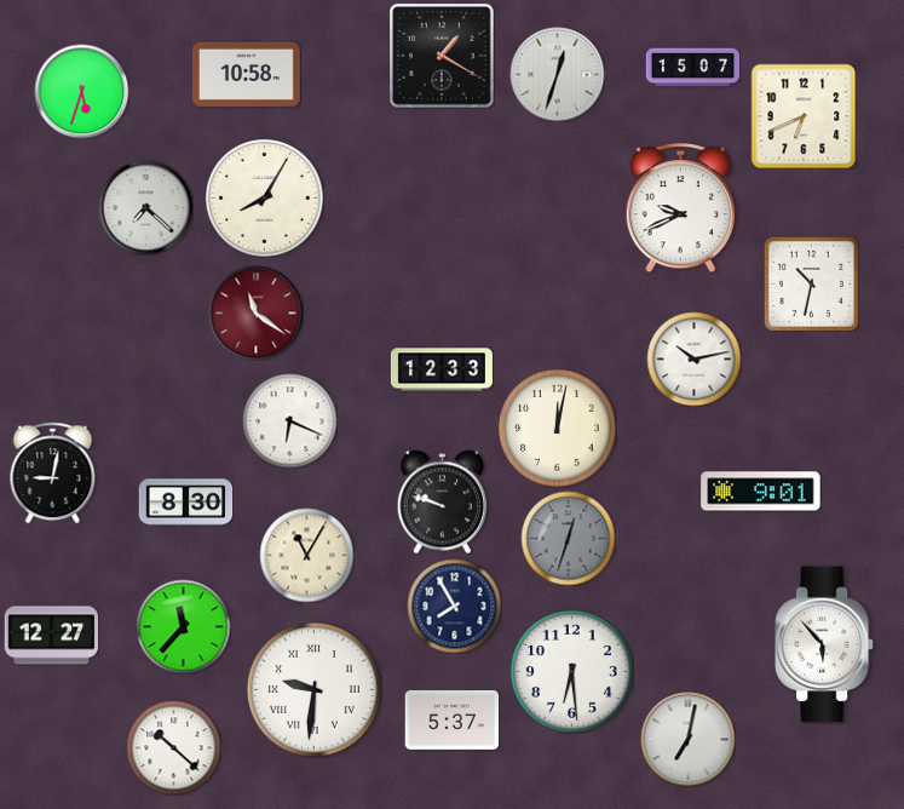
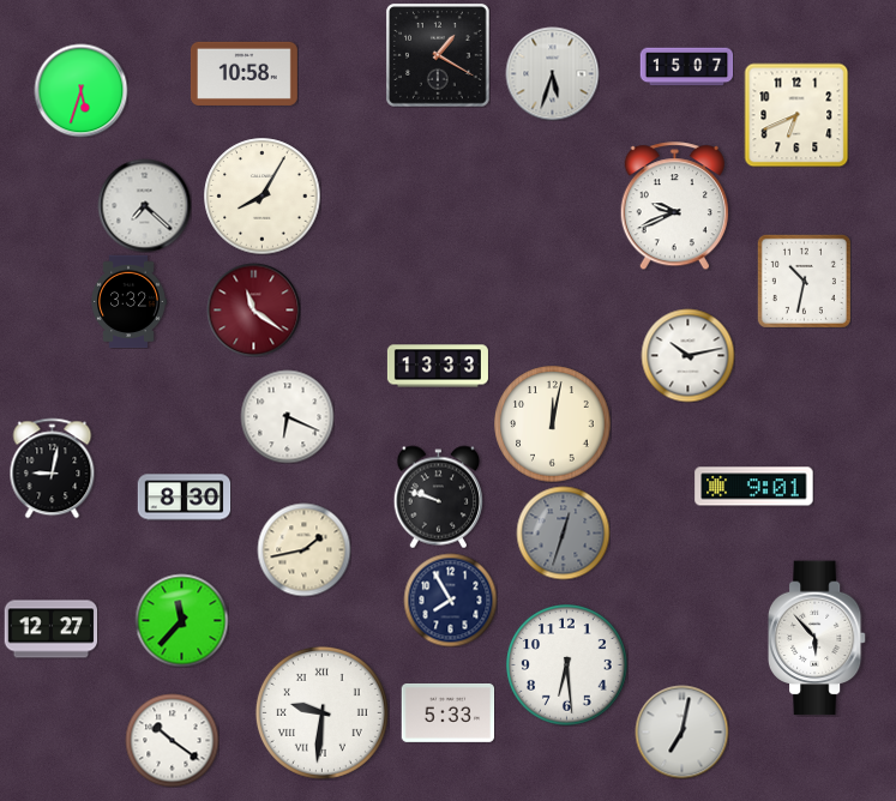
clock at (557, 74): 12:33 -> 5:33
clock at (128, 301): none -> 3:32
clock at (442, 369): 12:33 -> 13:33
clock at (306, 555): 11:05 -> 1:43
clock at (313, 689) position: (313, 689) -> (321, 712)
clock at (451, 719): 5:37 -> 5:33
clock at (173, 747): 10:22 -> 10:21
